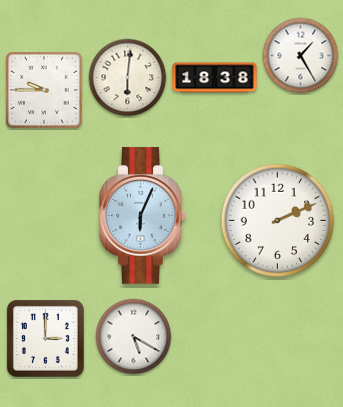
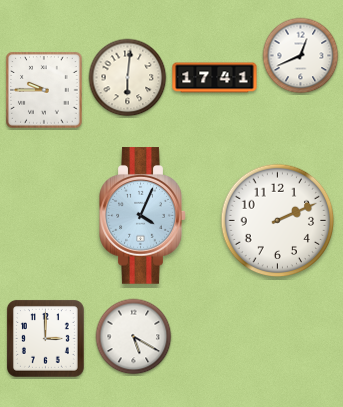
clock at (301, 56): 1:25 -> 12:41
clock at (215, 78): 18:38 -> 17:41
clock at (143, 216): 6:04 -> 4:04
